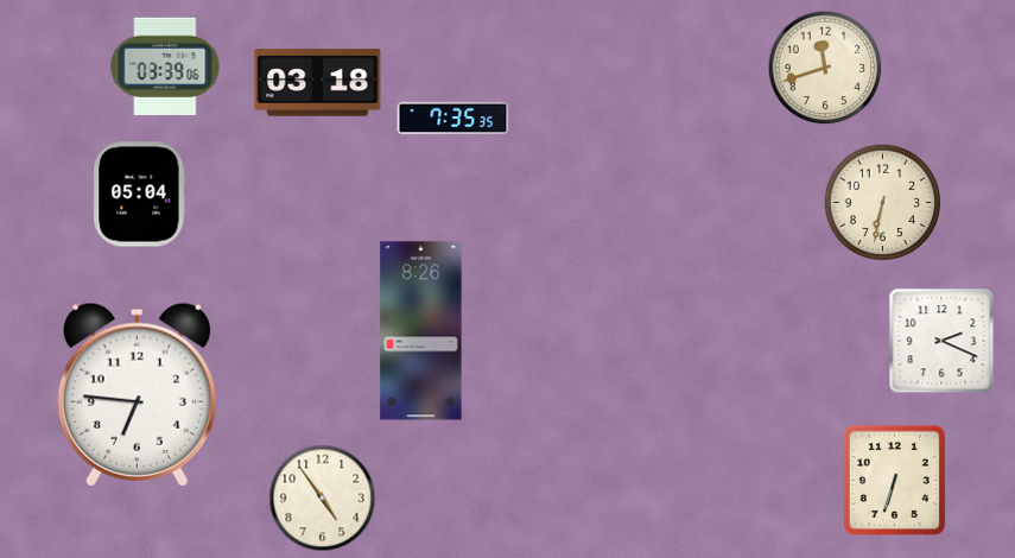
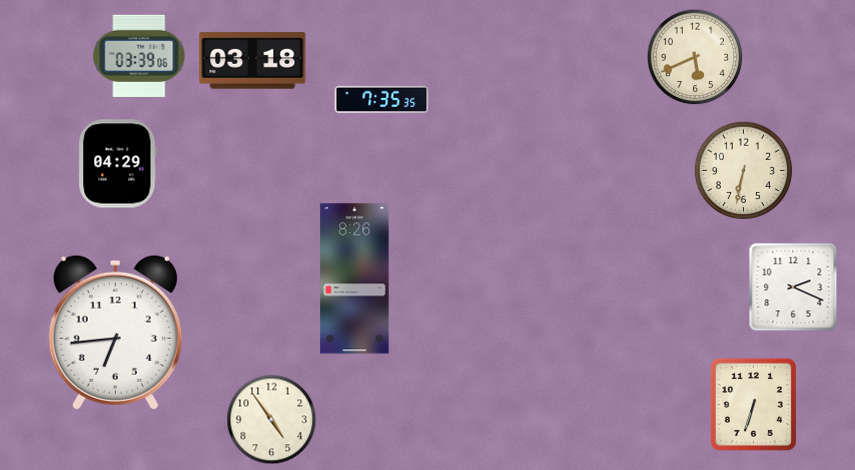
clock at (825, 68): 11:42 -> 5:41
clock at (318, 83) position: (318, 83) -> (253, 61)
clock at (140, 195): 05:04 -> 04:29
clock at (137, 394): 6:46 -> 6:44
